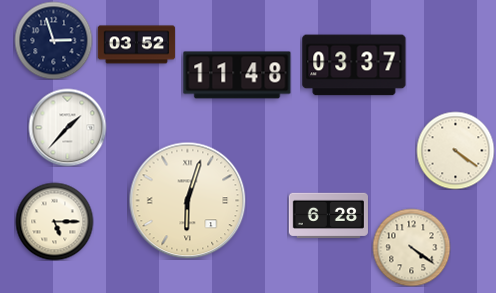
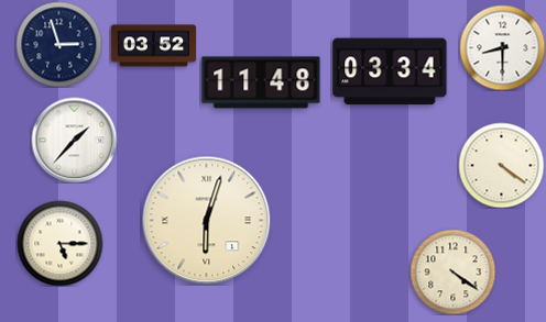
clock at (502, 47): none -> 8:30
clock at (136, 45) position: (136, 45) -> (153, 46)
clock at (354, 65): 03:37 -> 03:34
clock at (328, 215): 6:28 -> none
